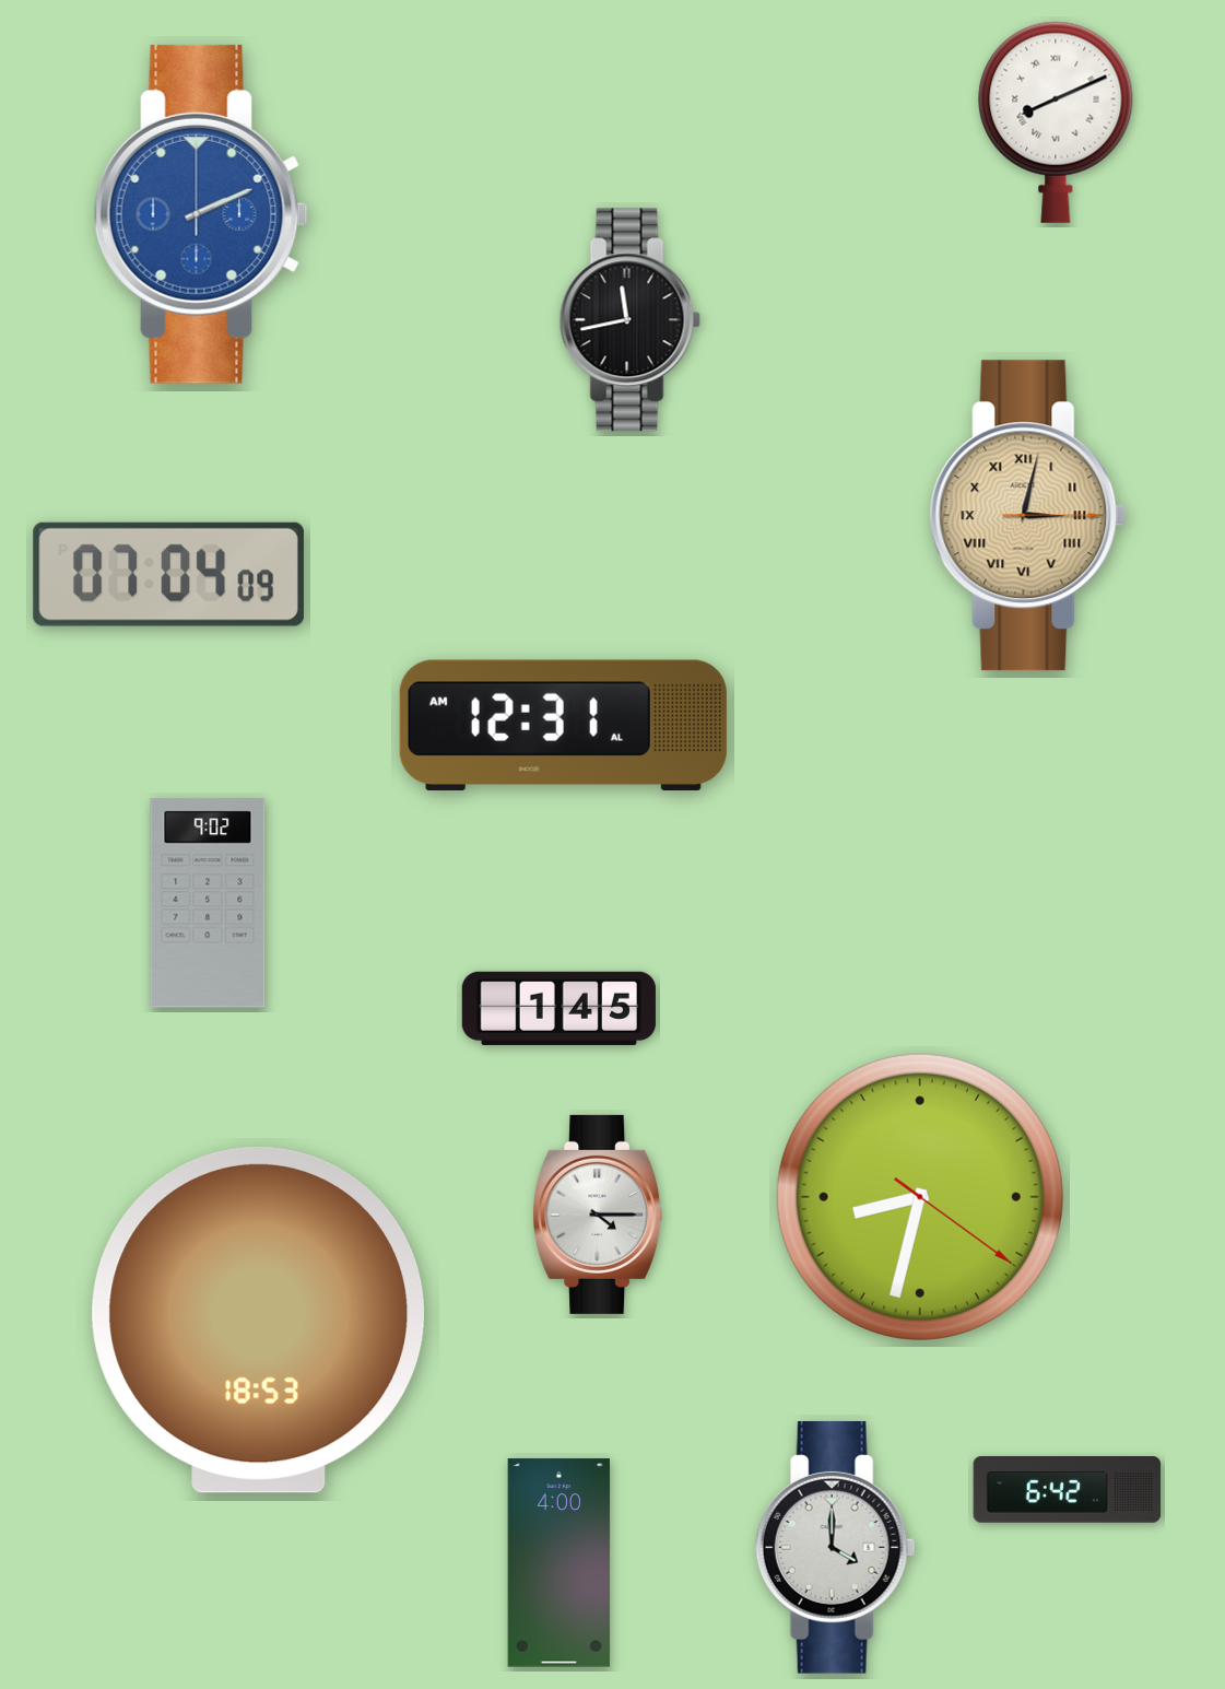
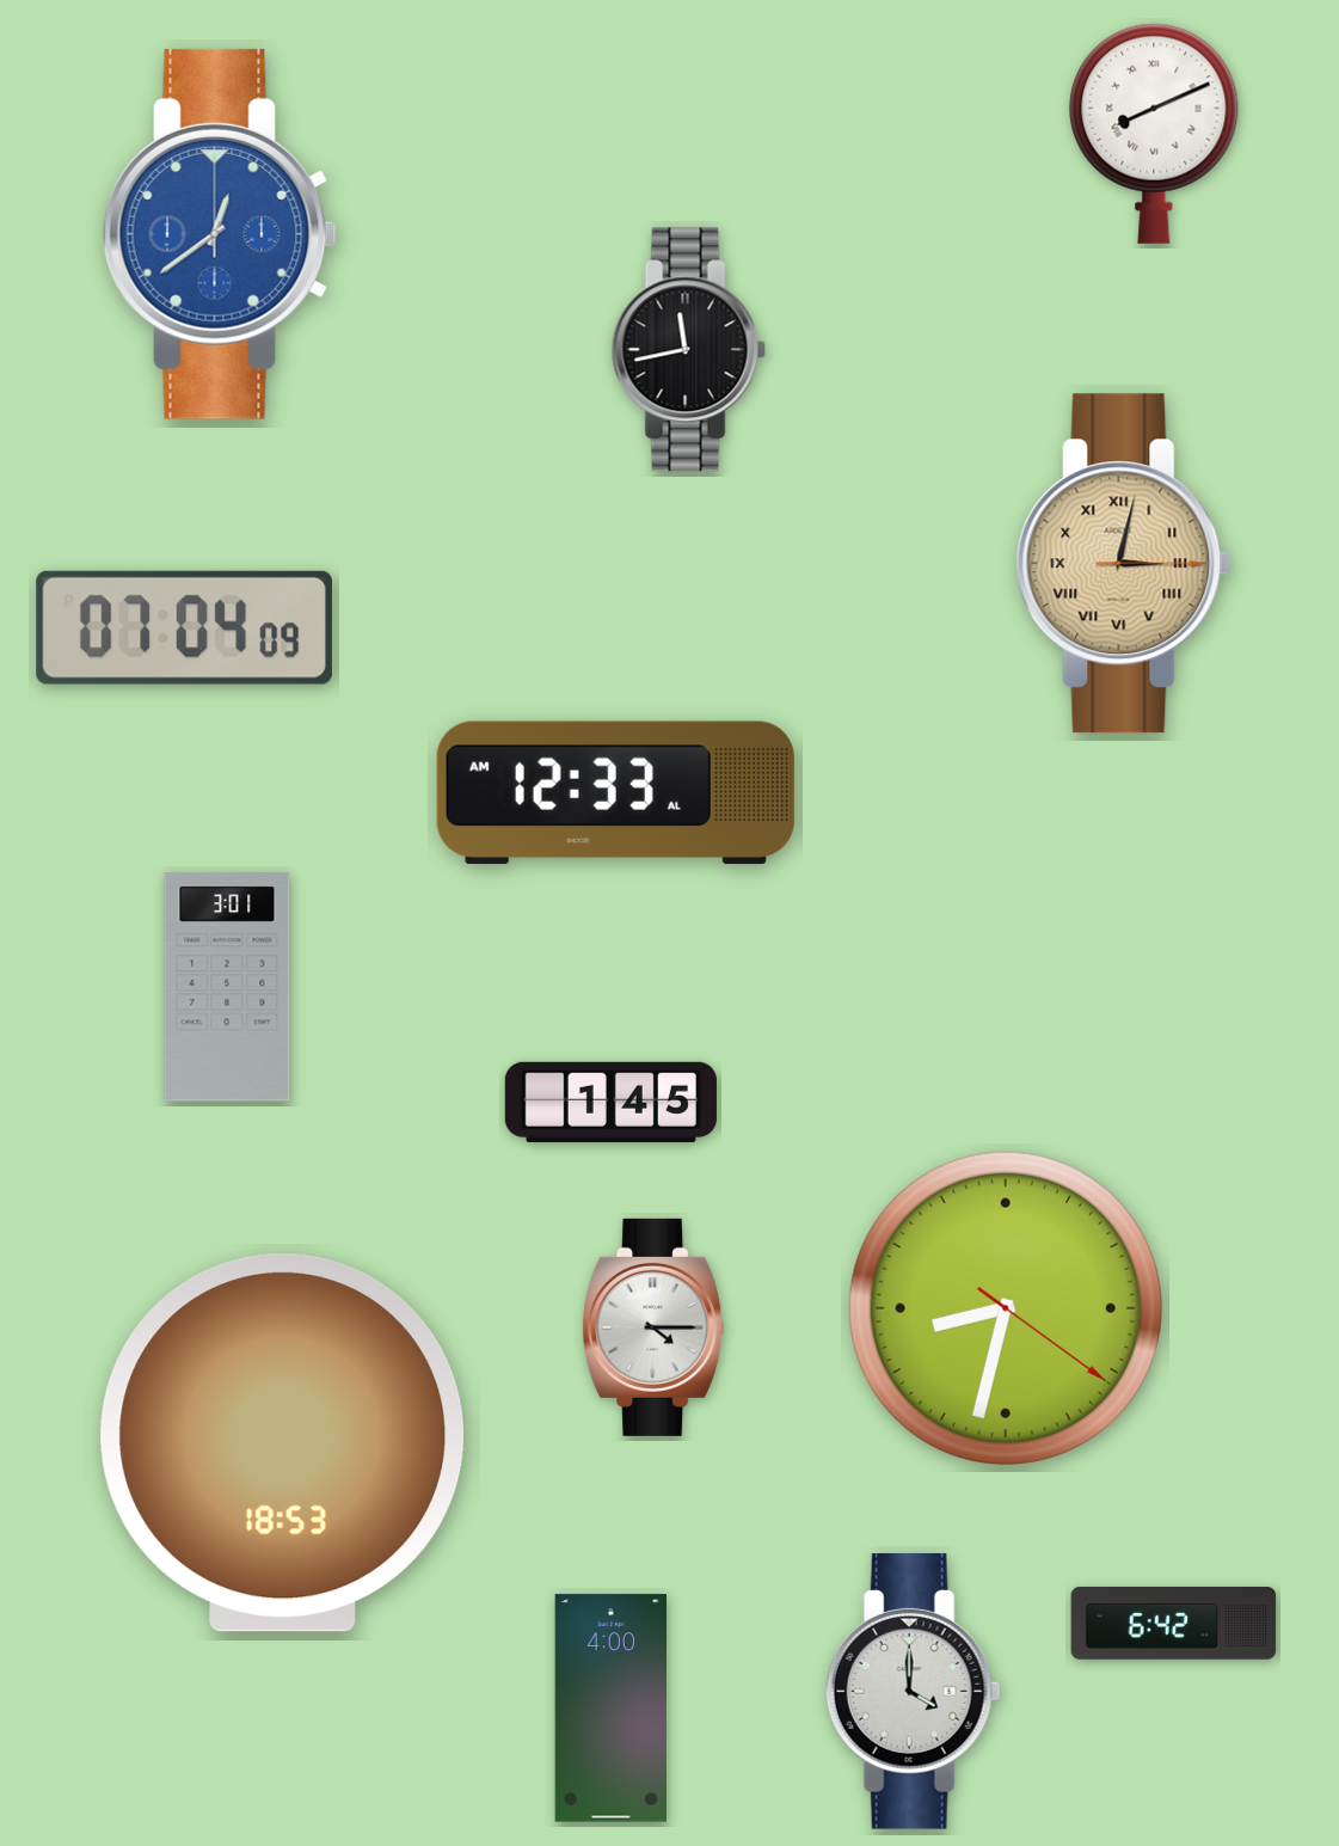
clock at (201, 214): 2:11 -> 12:39
clock at (563, 725): 12:31 -> 12:33
clock at (208, 903): 9:02 -> 3:01
clock at (1068, 1490) position: (1068, 1490) -> (1174, 1624)
